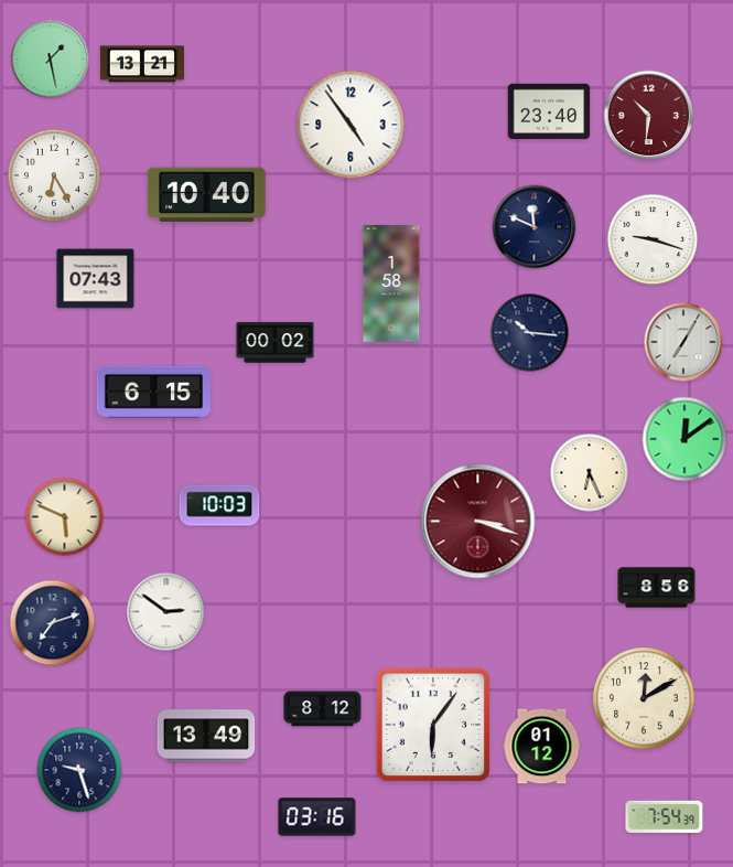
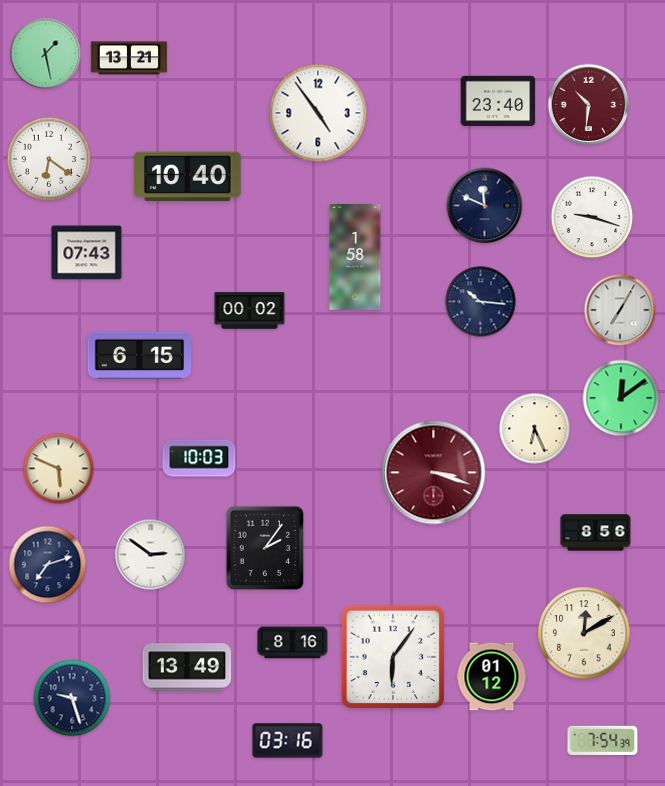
clock at (54, 175): 6:25 -> 6:21
clock at (264, 547): none -> 2:06
clock at (323, 709): 8:12 -> 8:16
